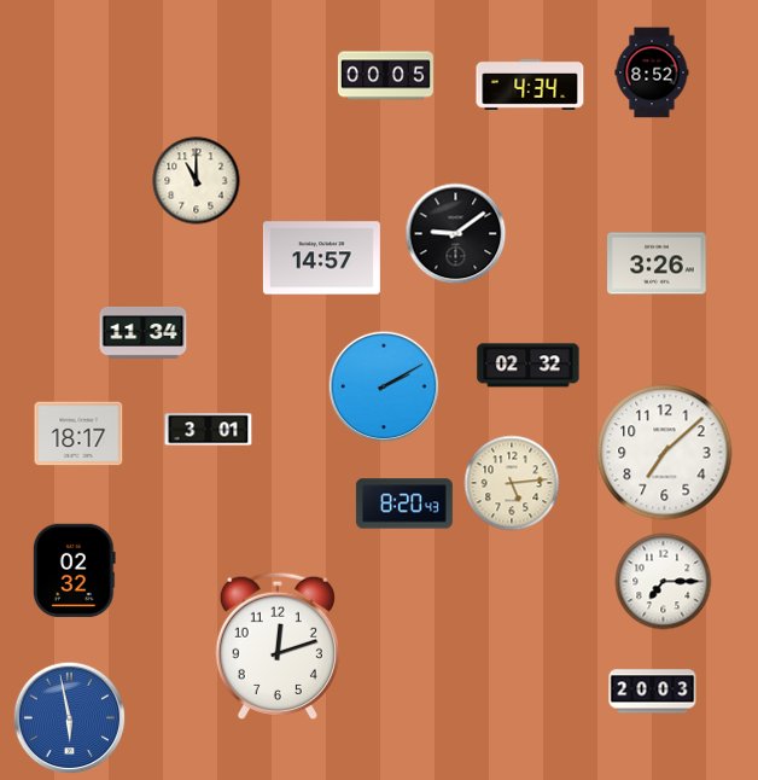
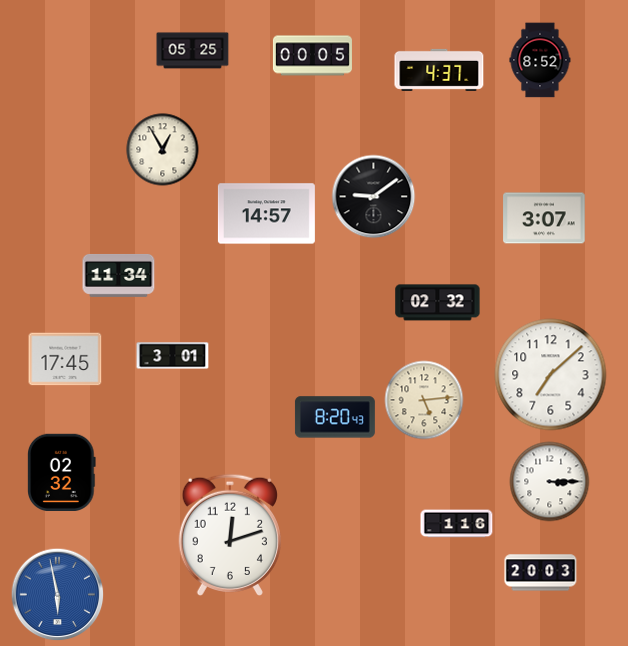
clock at (193, 51): none -> 05:25
clock at (385, 76) position: (385, 76) -> (312, 56)
clock at (530, 85): 4:34 -> 4:37
clock at (197, 181): 11:00 -> 12:55
clock at (456, 234) position: (456, 234) -> (374, 197)
clock at (657, 263): 3:26 -> 3:07
clock at (384, 386): 2:10 -> none
clock at (78, 433): 18:17 -> 17:45
clock at (664, 582): 7:15 -> 3:15
clock at (457, 524): none -> 1:16
